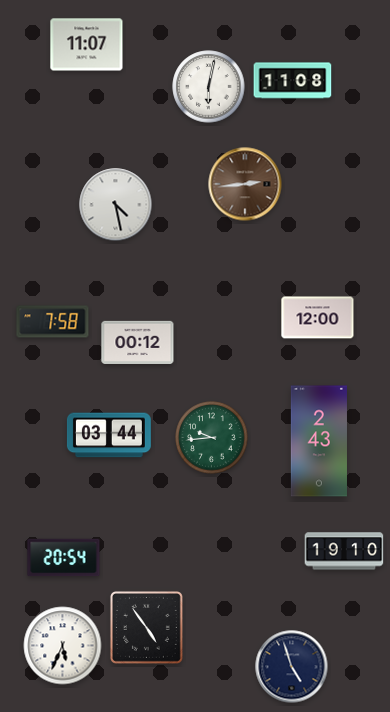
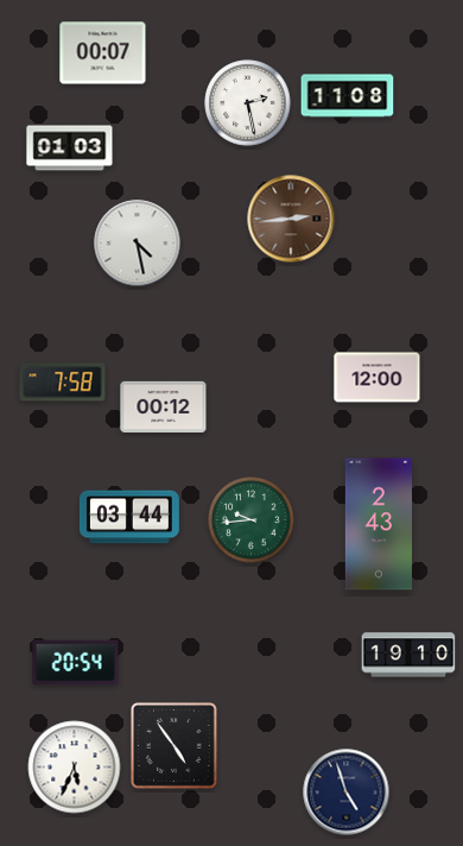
clock at (87, 45): 11:07 -> 00:07
clock at (209, 87): 6:02 -> 2:28
clock at (70, 149): none -> 01:03
